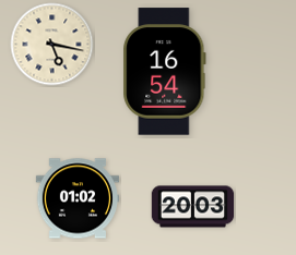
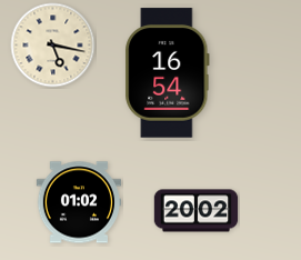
clock at (193, 207): 20:03 -> 20:02
